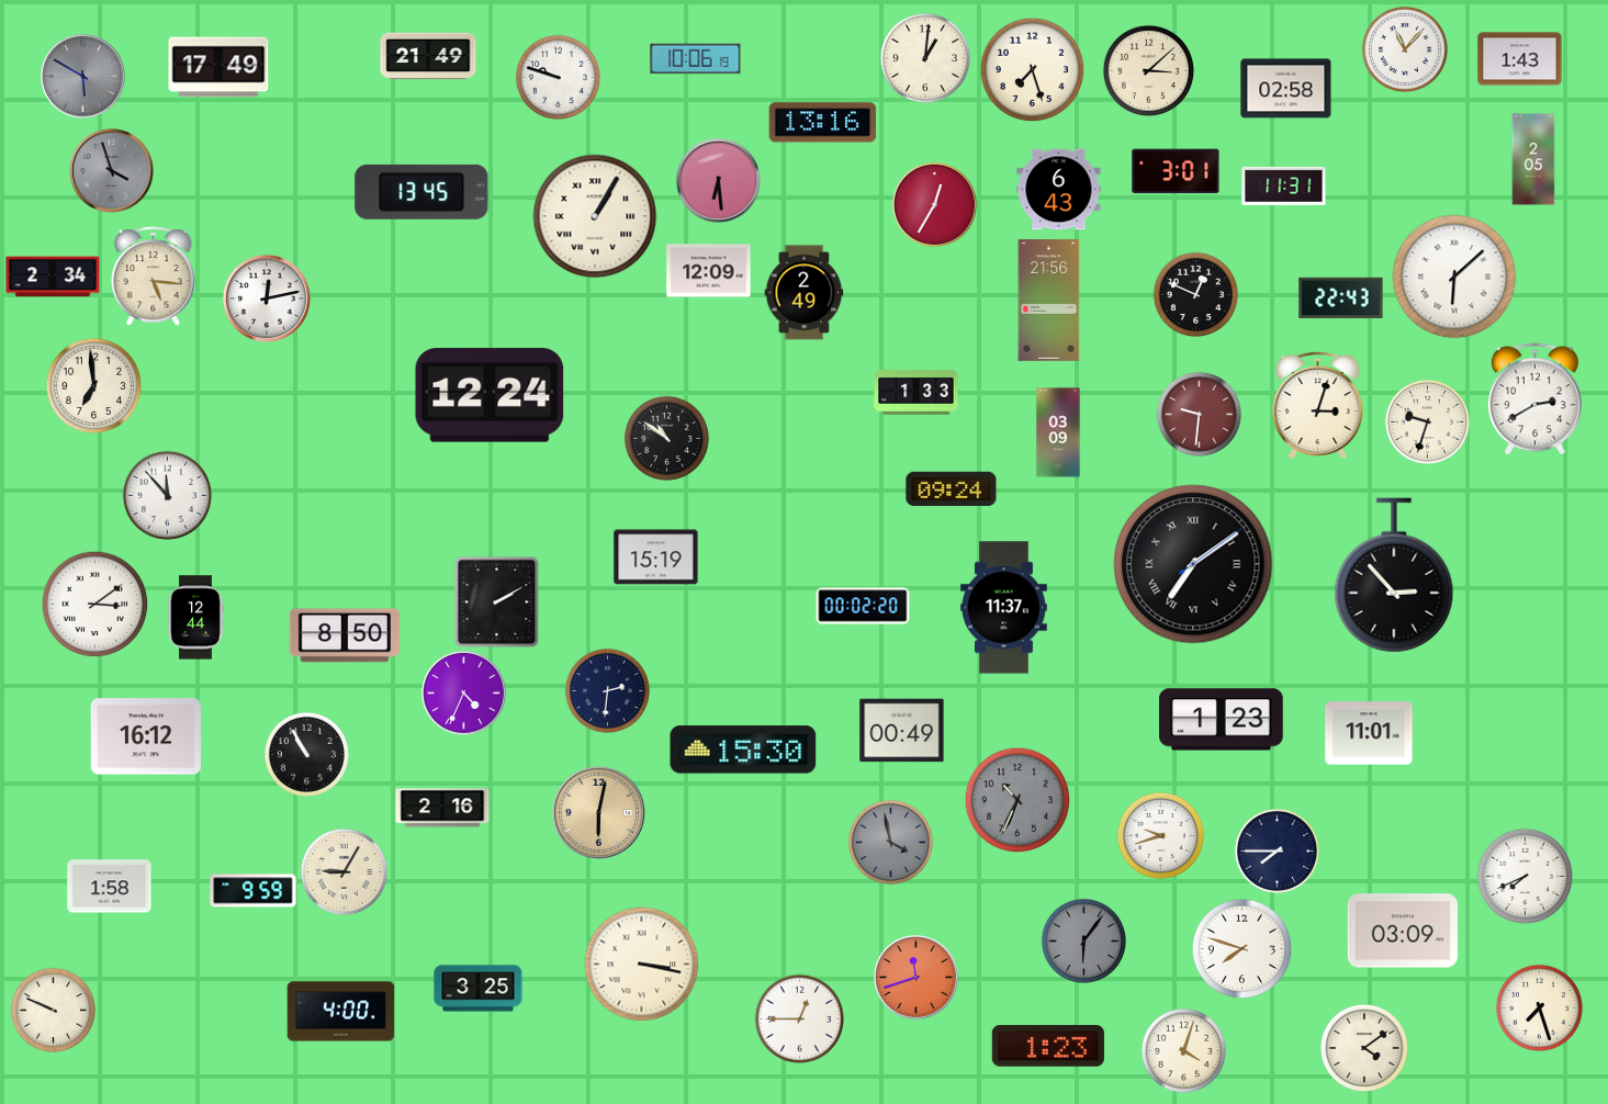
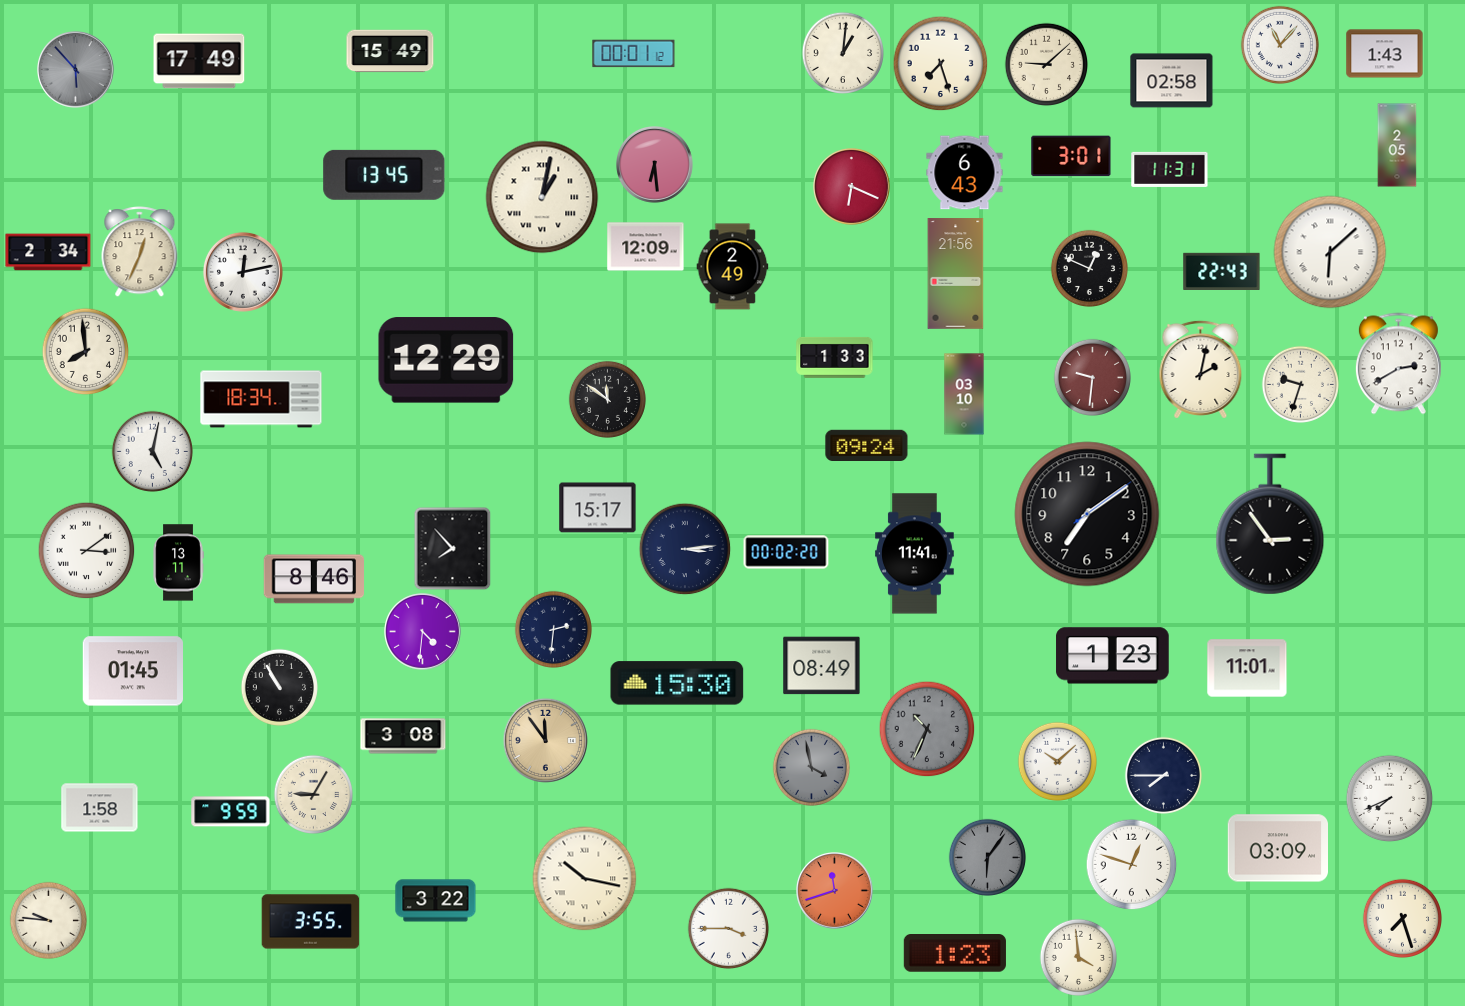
clock at (428, 56): 21:49 -> 15:49
clock at (696, 59): 10:06 -> 00:01
clock at (1148, 70): 3:08 -> 9:08
clock at (83, 77): 5:50 -> 5:53
clock at (558, 77): 9:48 -> none
clock at (823, 123): 13:16 -> none
clock at (112, 171): 3:57 -> none
clock at (935, 205): 12:35 -> 6:19
clock at (595, 216): 1:05 -> 1:02
clock at (154, 277): 5:16 -> 12:34
clock at (1454, 277) position: (1454, 277) -> (1330, 252)
clock at (93, 385): 6:59 -> 7:59
clock at (490, 395): 12:24 -> 12:29
clock at (1318, 405): 3:03 -> 2:02
clock at (1058, 432): 03:09 -> 03:10
clock at (261, 399): none -> 18:34
clock at (666, 438): 10:51 -> 11:51
clock at (167, 495): 11:53 -> 5:02
clock at (656, 557): 15:19 -> 15:17
clock at (1193, 564) numerals: Roman -> Arabic
clock at (1394, 575): 2:53 -> 2:54
clock at (497, 601): 2:10 -> 7:53
clock at (685, 549): none -> 3:14
clock at (1004, 608): 11:37 -> 11:41
clock at (195, 618): 12:44 -> 13:11
clock at (344, 635): 8:50 -> 8:46
clock at (464, 694): 4:34 -> 4:31
clock at (902, 731): 00:49 -> 08:49
clock at (145, 736): 16:12 -> 01:45
clock at (442, 808): 2:16 -> 3:08
clock at (598, 812): 6:02 -> 11:54
clock at (1160, 835): 9:42 -> 10:08
clock at (1241, 948): 7:48 -> 12:48
clock at (642, 965): 3:17 -> 10:17
clock at (479, 989): 3:25 -> 3:22
clock at (53, 1010): 9:49 -> 9:46
clock at (341, 1012): 4:00 -> 3:55
clock at (799, 1018): 12:45 -> 3:45
clock at (1363, 1047): 4:09 -> none
clock at (1183, 1050): 4:03 -> 3:59
